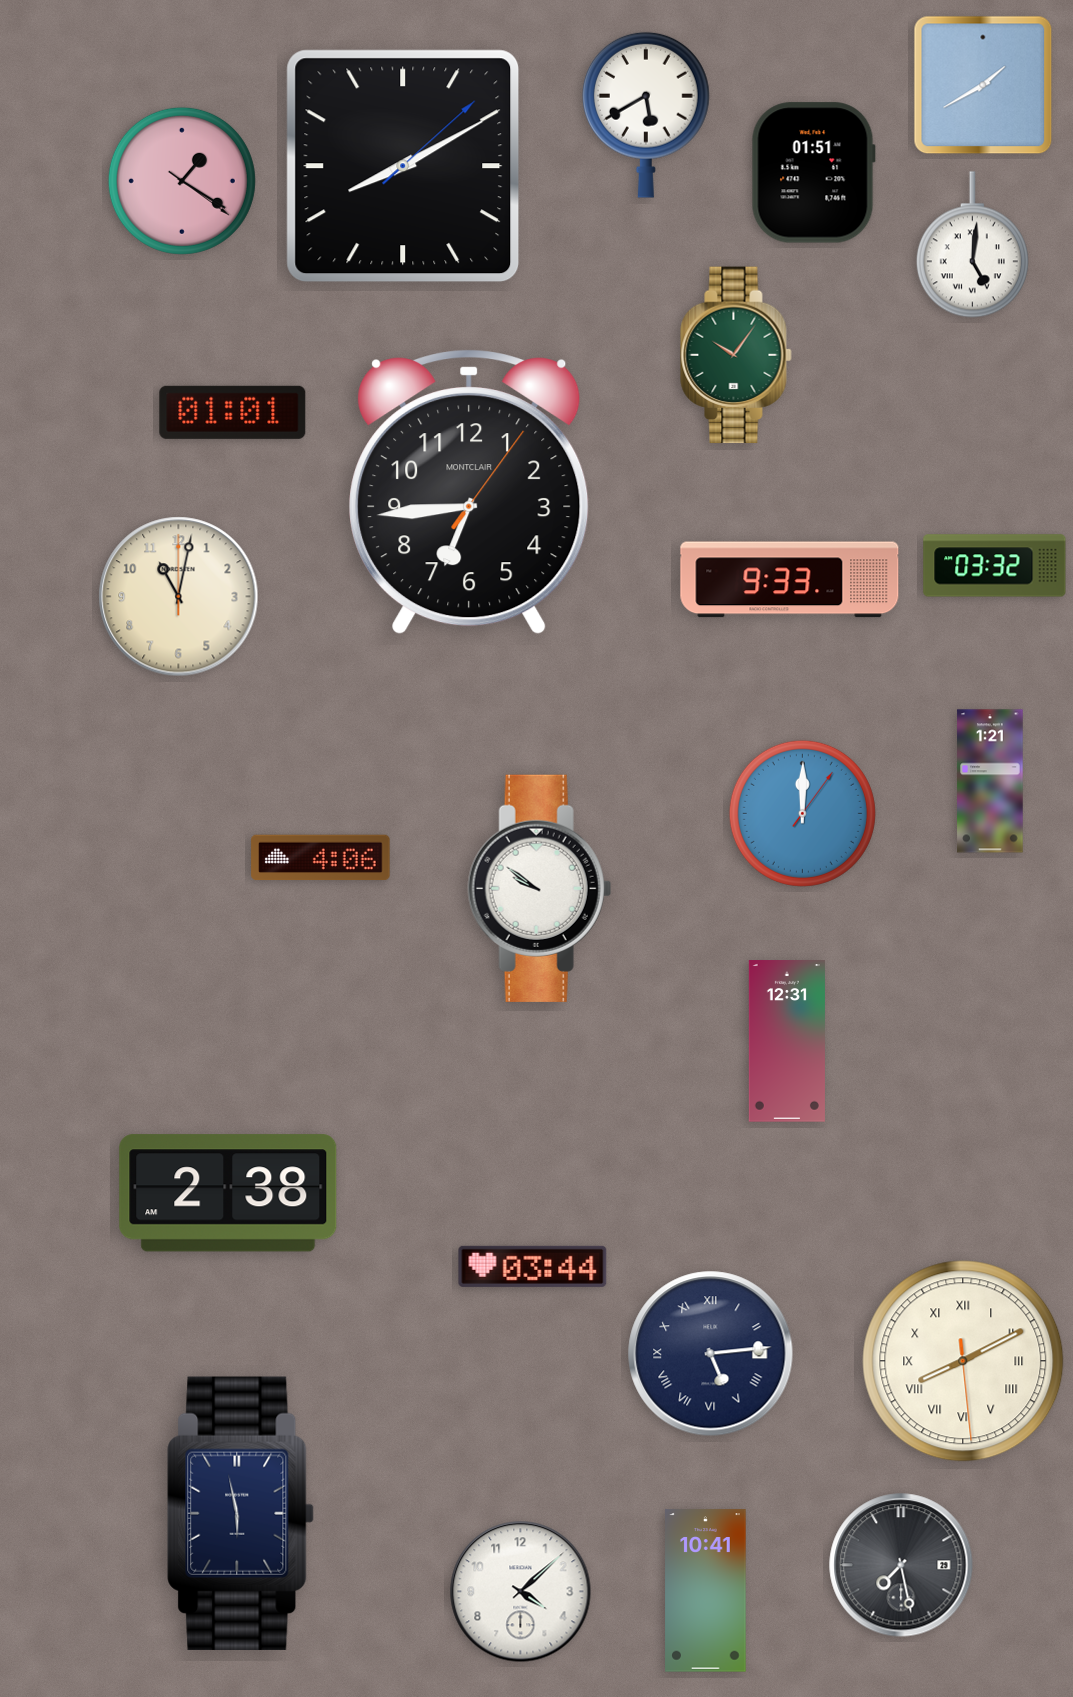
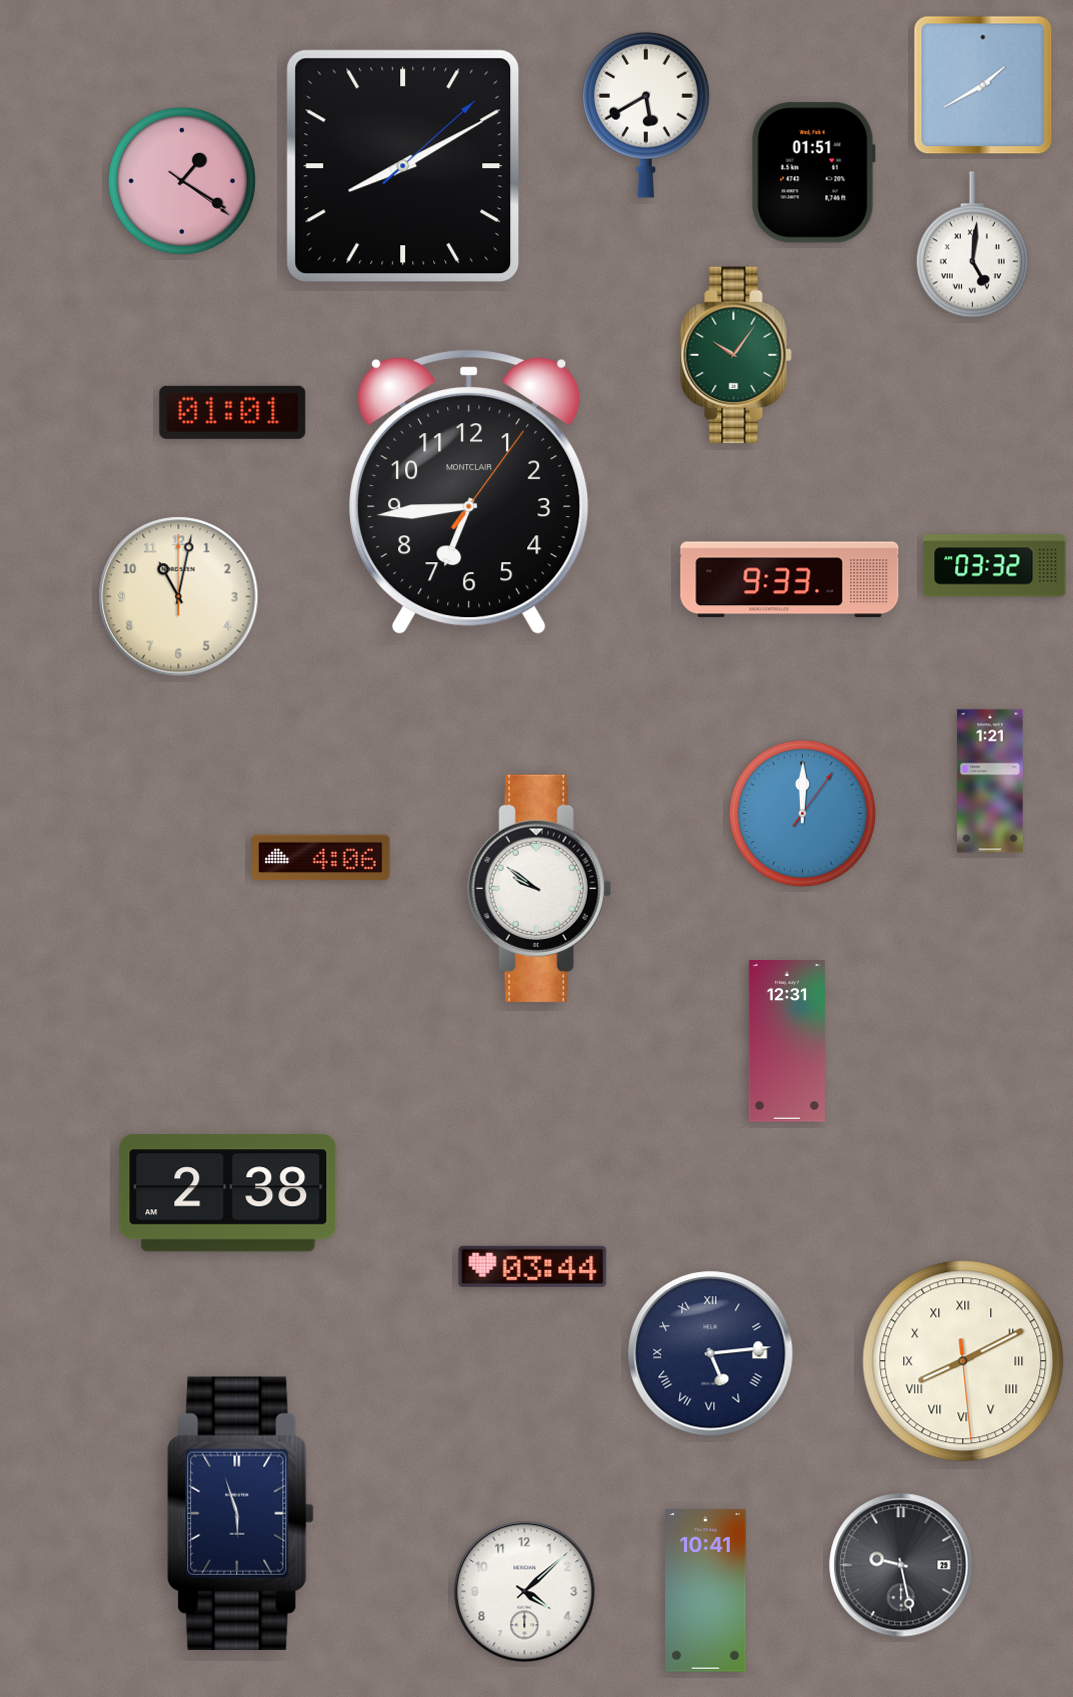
clock at (241, 1513): 5:58 -> 5:57
clock at (901, 1565): 7:28 -> 9:28
clock at (521, 1592) position: (521, 1592) -> (525, 1592)
